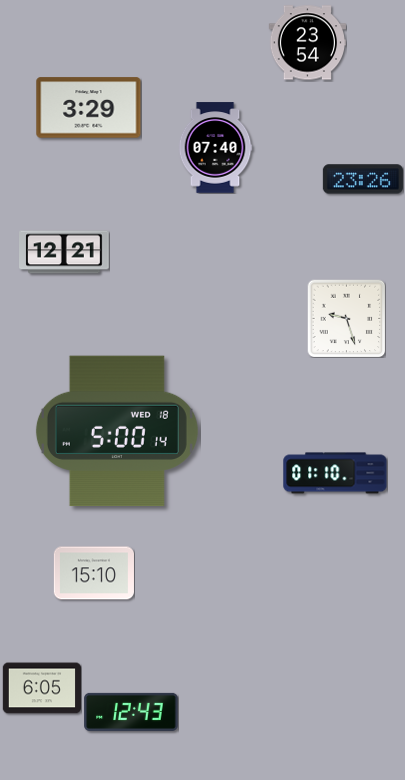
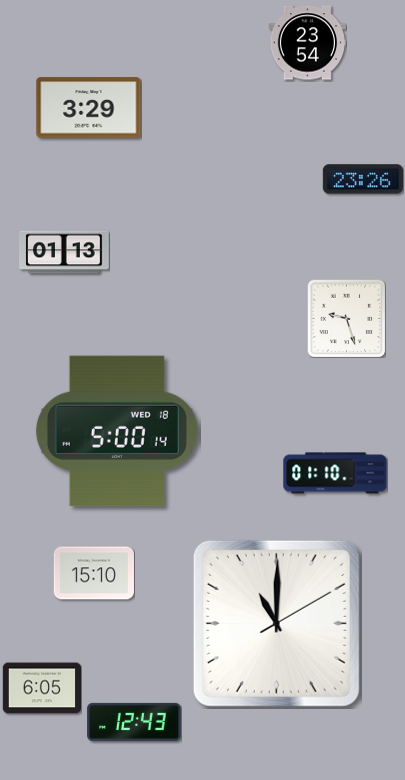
clock at (215, 148): 07:40 -> none
clock at (64, 252): 12:21 -> 01:13
clock at (276, 623): none -> 11:00
clock at (131, 712) position: (131, 712) -> (134, 722)
